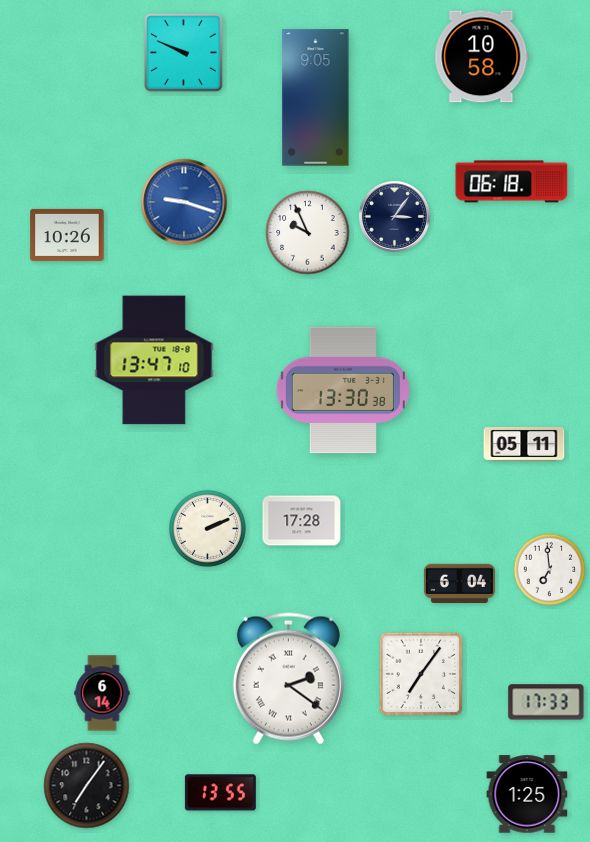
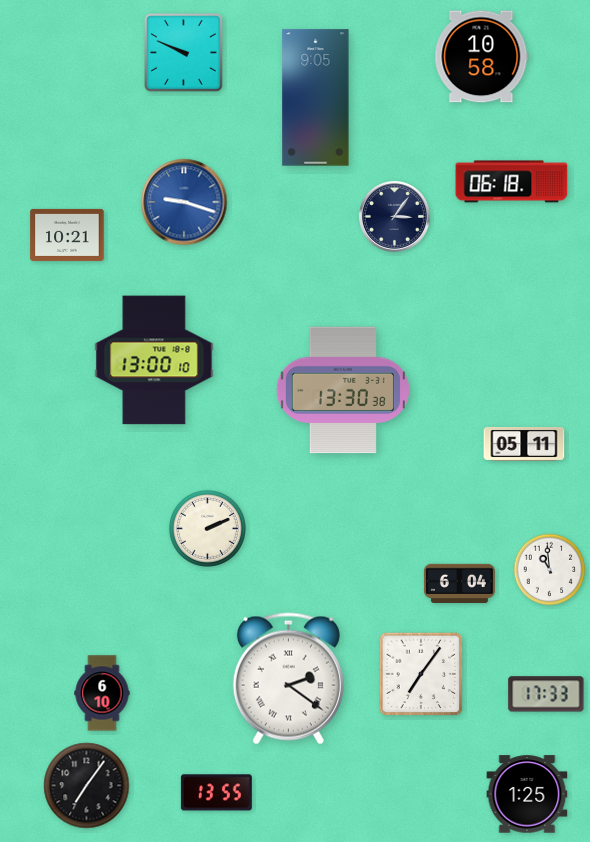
clock at (308, 233): 9:56 -> none
clock at (67, 235): 10:26 -> 10:21
clock at (154, 360): 13:47 -> 13:00
clock at (302, 521): 17:28 -> none
clock at (550, 570): 6:59 -> 10:59
clock at (102, 693): 6:14 -> 6:10
clock at (546, 702) position: (546, 702) -> (546, 694)
clock at (220, 793) position: (220, 793) -> (216, 793)
